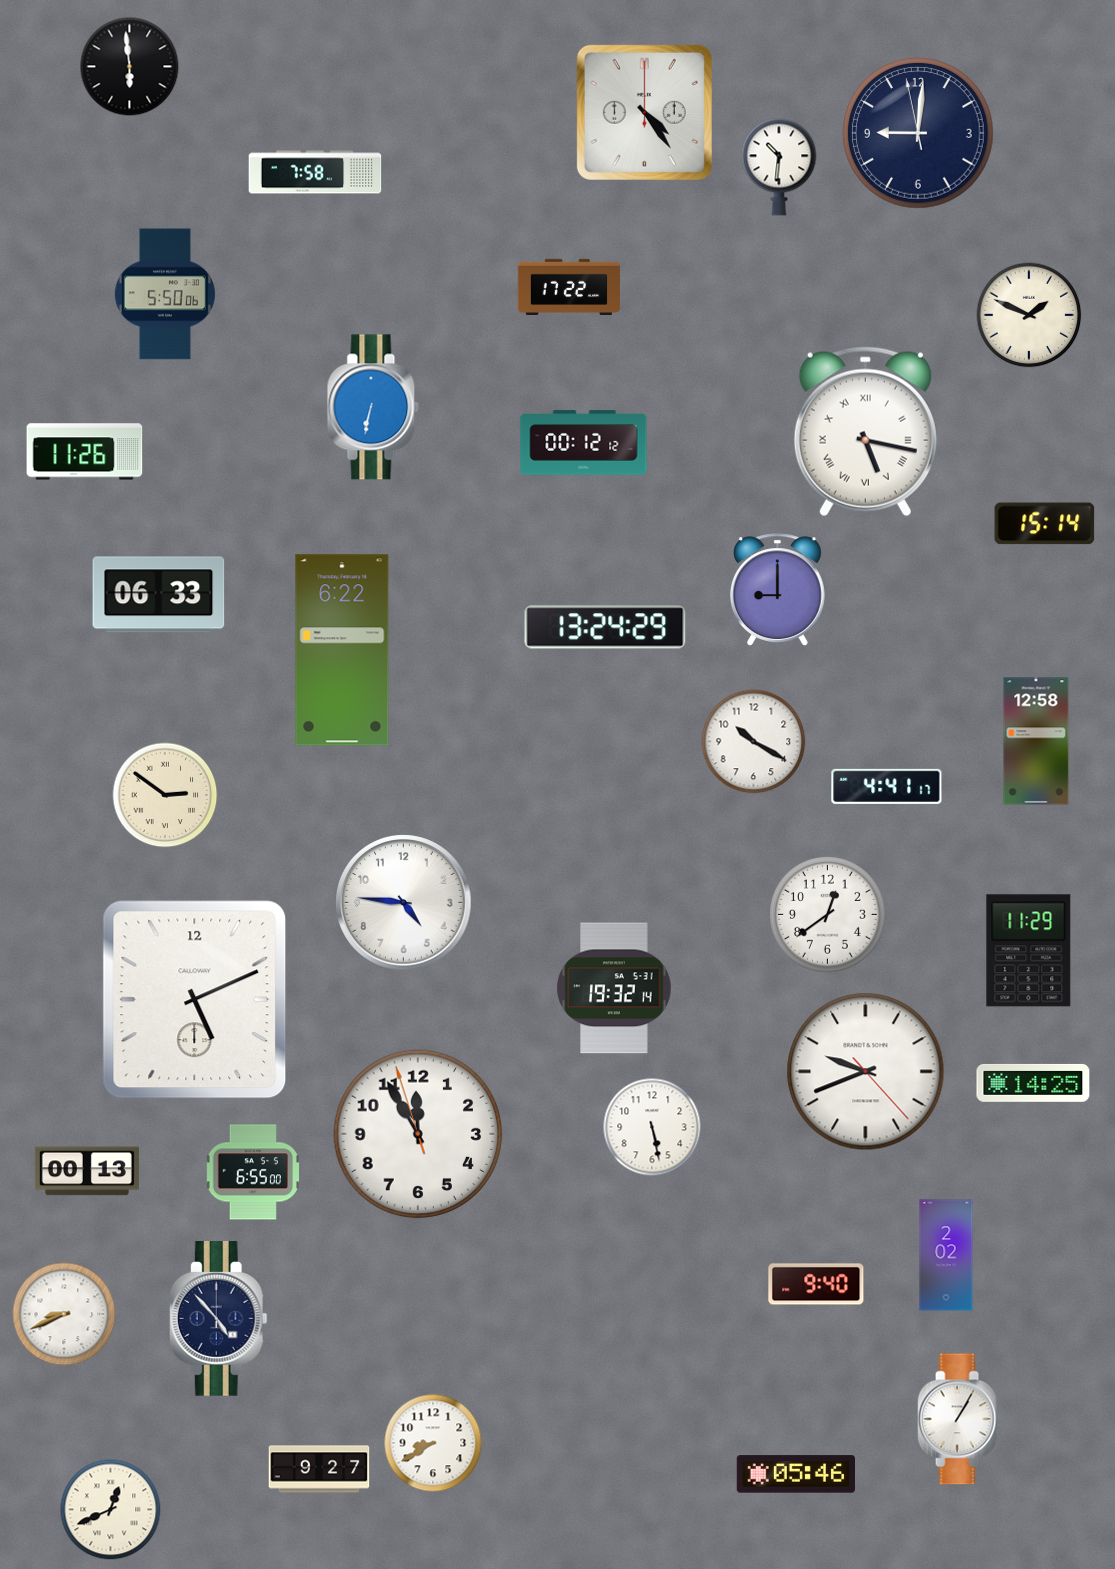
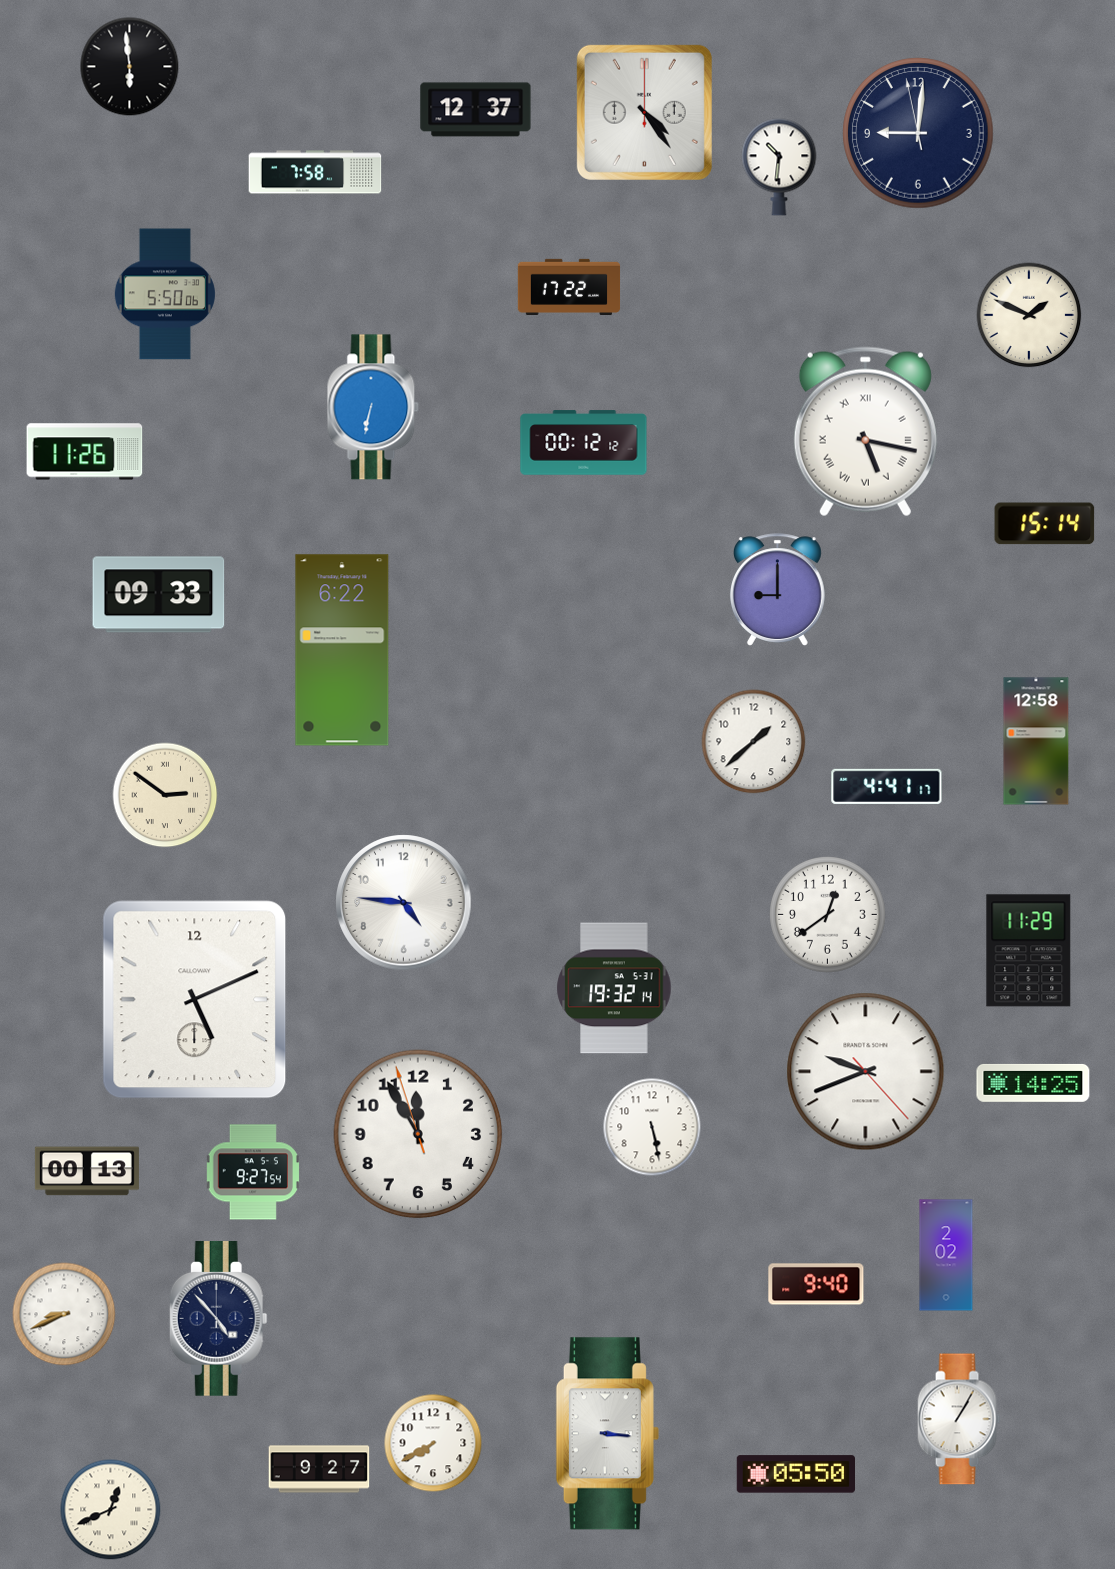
clock at (476, 110): none -> 12:37
clock at (159, 595): 06:33 -> 09:33
clock at (605, 627): 13:24 -> none
clock at (754, 742): 10:20 -> 1:38
clock at (253, 1172): 6:55 -> 9:27
clock at (607, 1434): none -> 3:16
clock at (433, 1443): 8:40 -> 7:40
clock at (795, 1474): 05:46 -> 05:50
